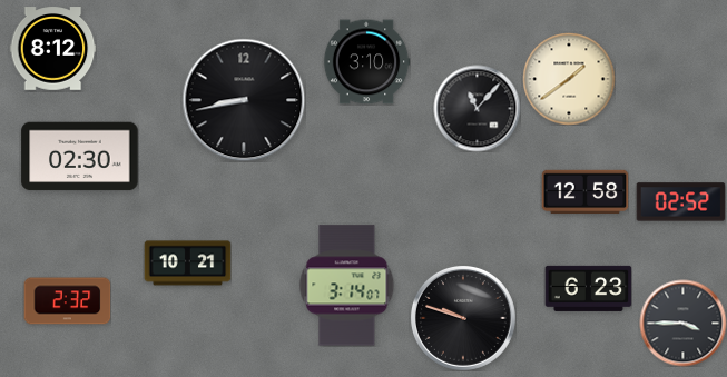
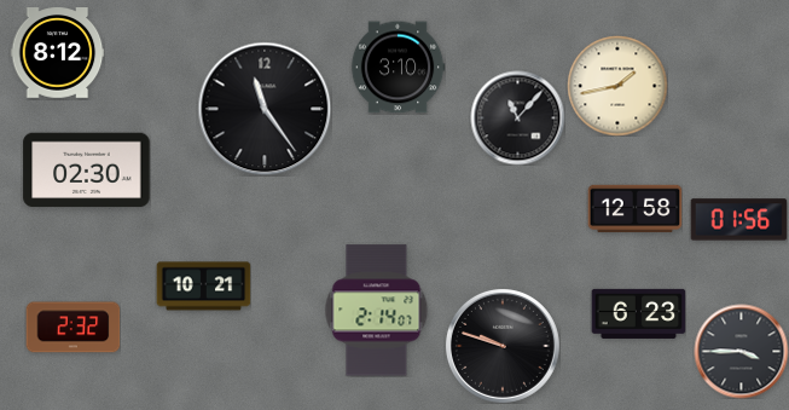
clock at (569, 79): 1:39 -> 1:43
clock at (244, 100): 8:43 -> 11:24
clock at (680, 202): 02:52 -> 01:56
clock at (347, 286): 3:14 -> 2:14
